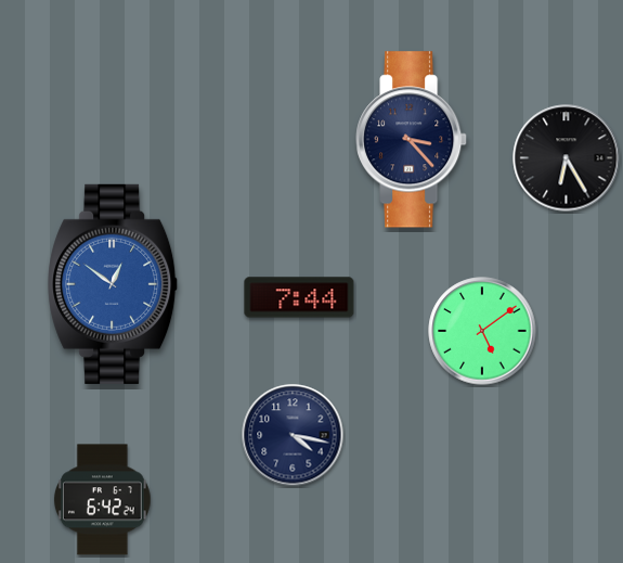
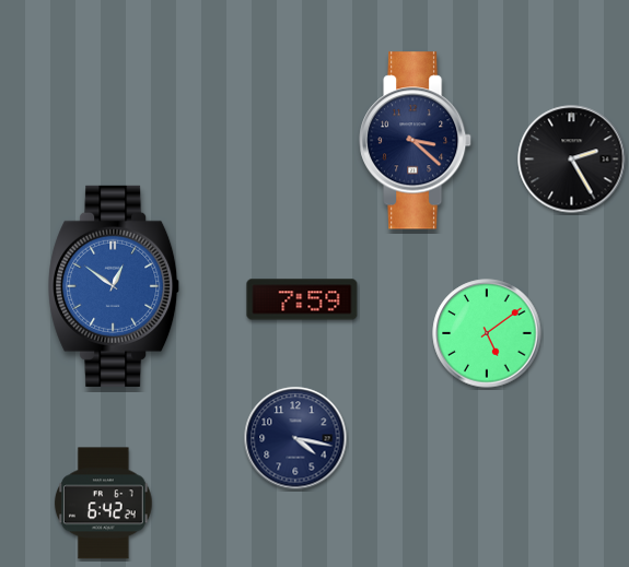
clock at (412, 140): 3:23 -> 3:22
clock at (567, 158): 6:25 -> 2:25
clock at (299, 297): 7:44 -> 7:59
